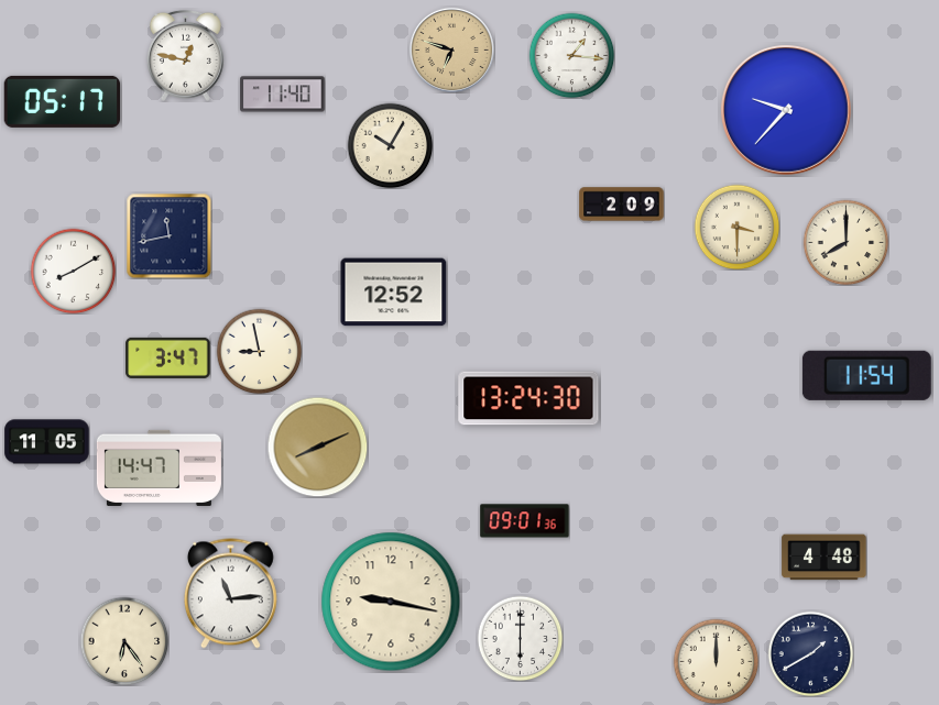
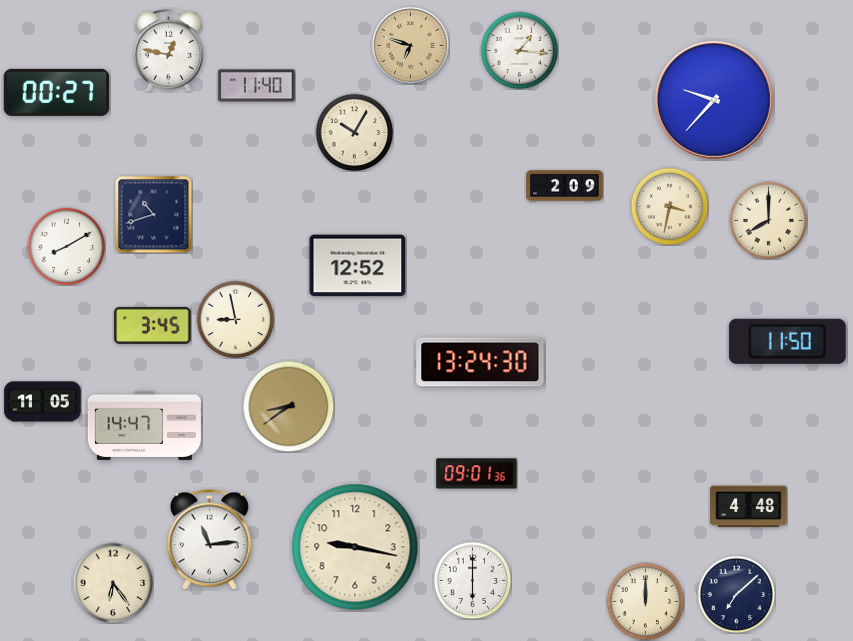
clock at (63, 101): 05:17 -> 00:27
clock at (736, 227): 3:30 -> 3:32
clock at (168, 235): 11:43 -> 10:42
clock at (168, 357): 3:47 -> 3:45
clock at (866, 375): 11:54 -> 11:50
clock at (317, 447): 8:11 -> 8:39
clock at (810, 653): 1:40 -> 7:08
clock at (716, 661) position: (716, 661) -> (645, 601)
